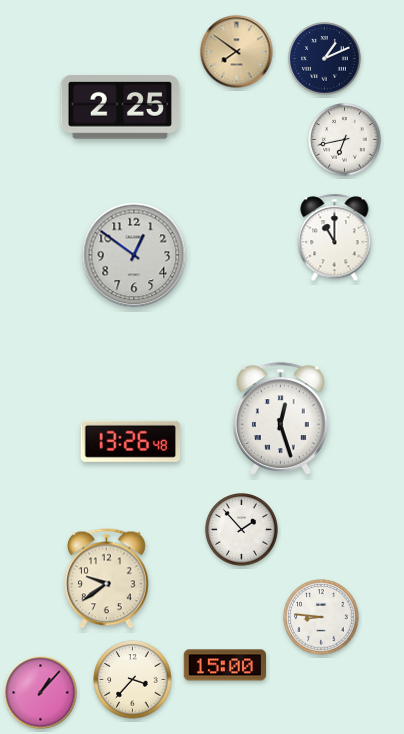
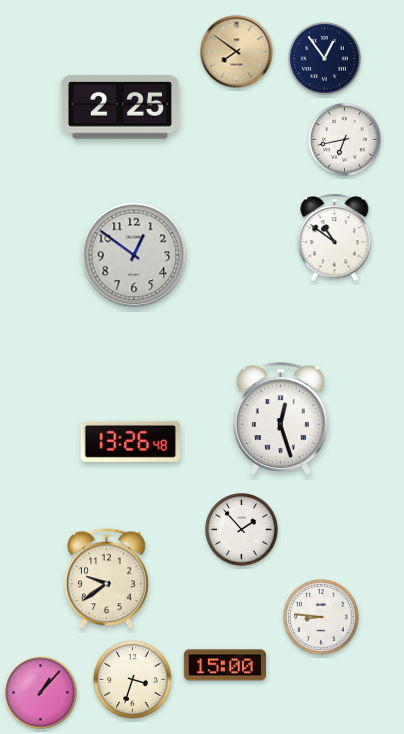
clock at (325, 59): 1:11 -> 12:54
clock at (335, 238): 11:00 -> 10:51
clock at (133, 680): 3:37 -> 3:33
